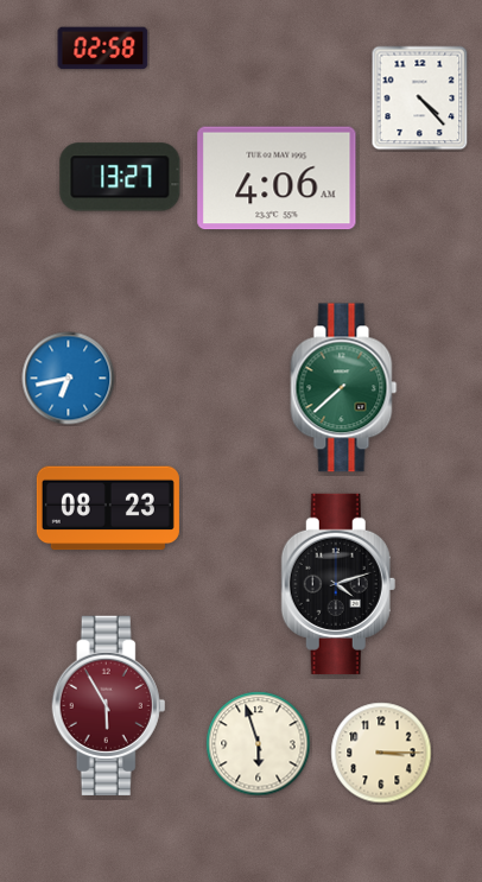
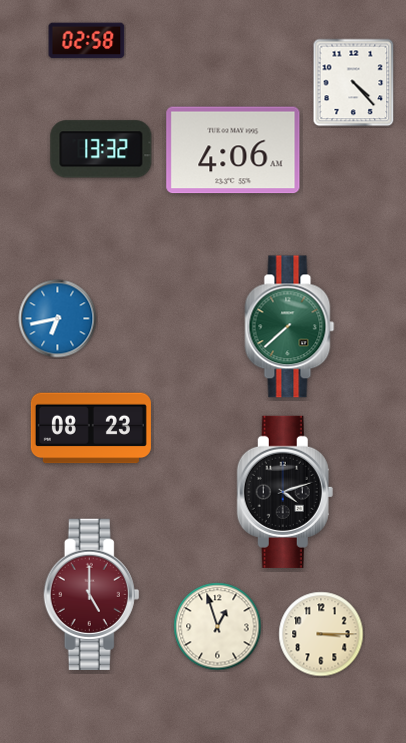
clock at (120, 177): 13:27 -> 13:32
clock at (109, 705): 5:55 -> 5:00
clock at (259, 744): 5:57 -> 12:57
